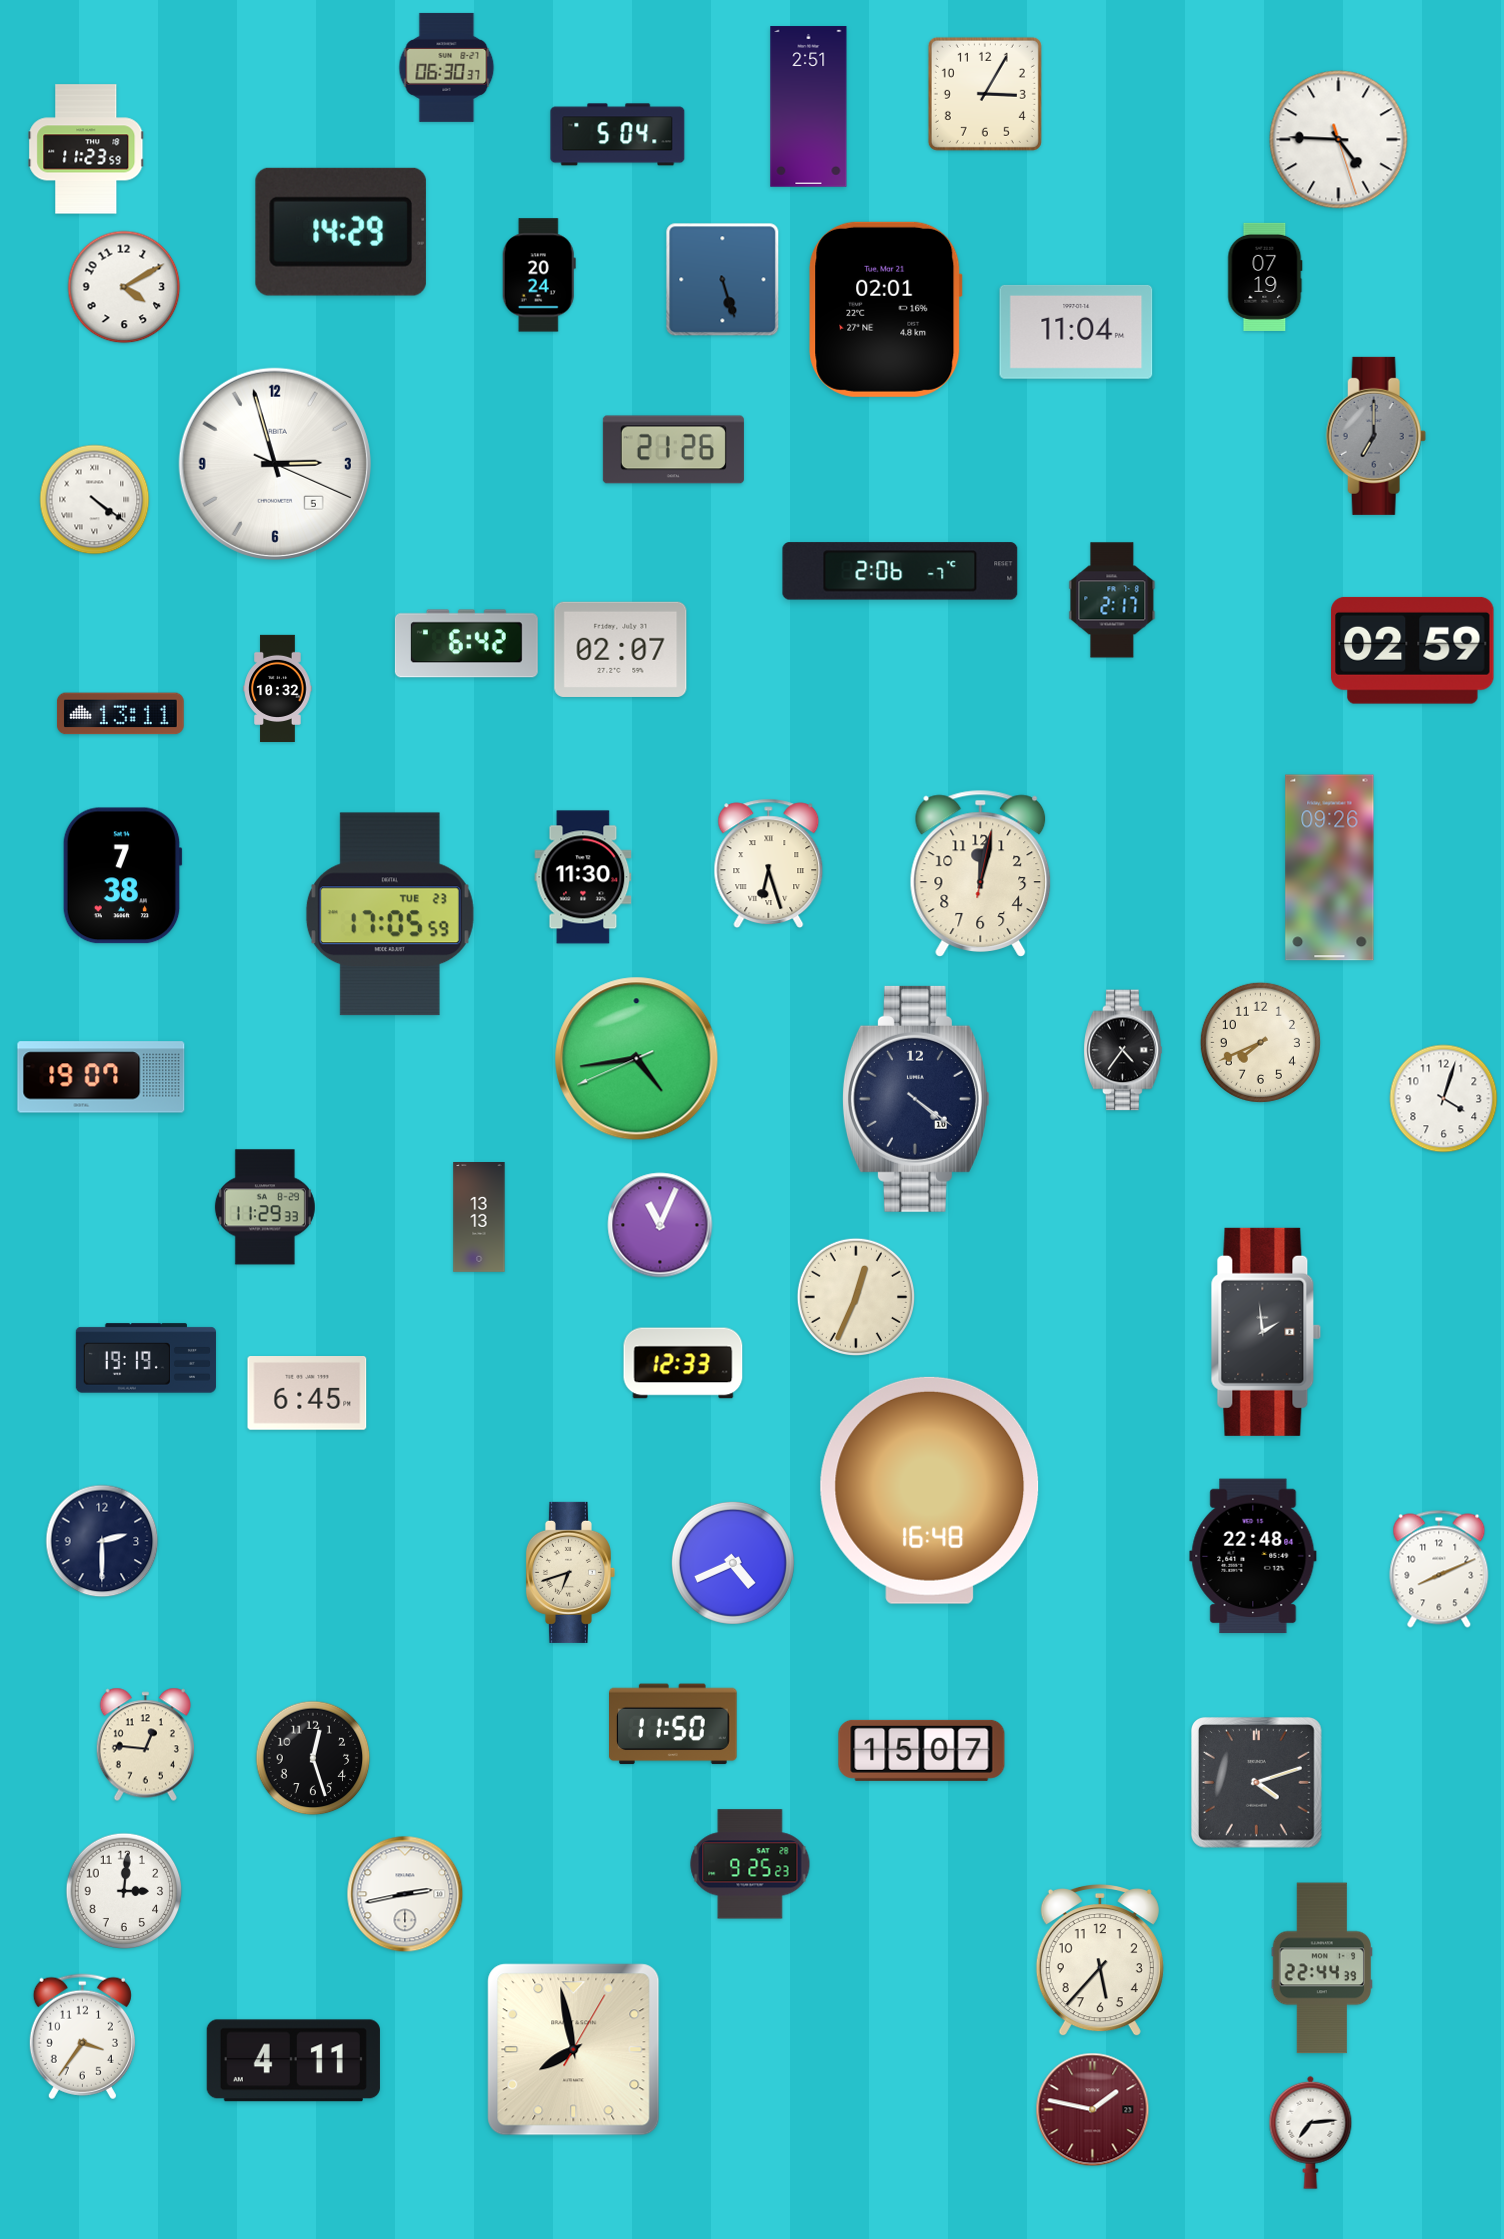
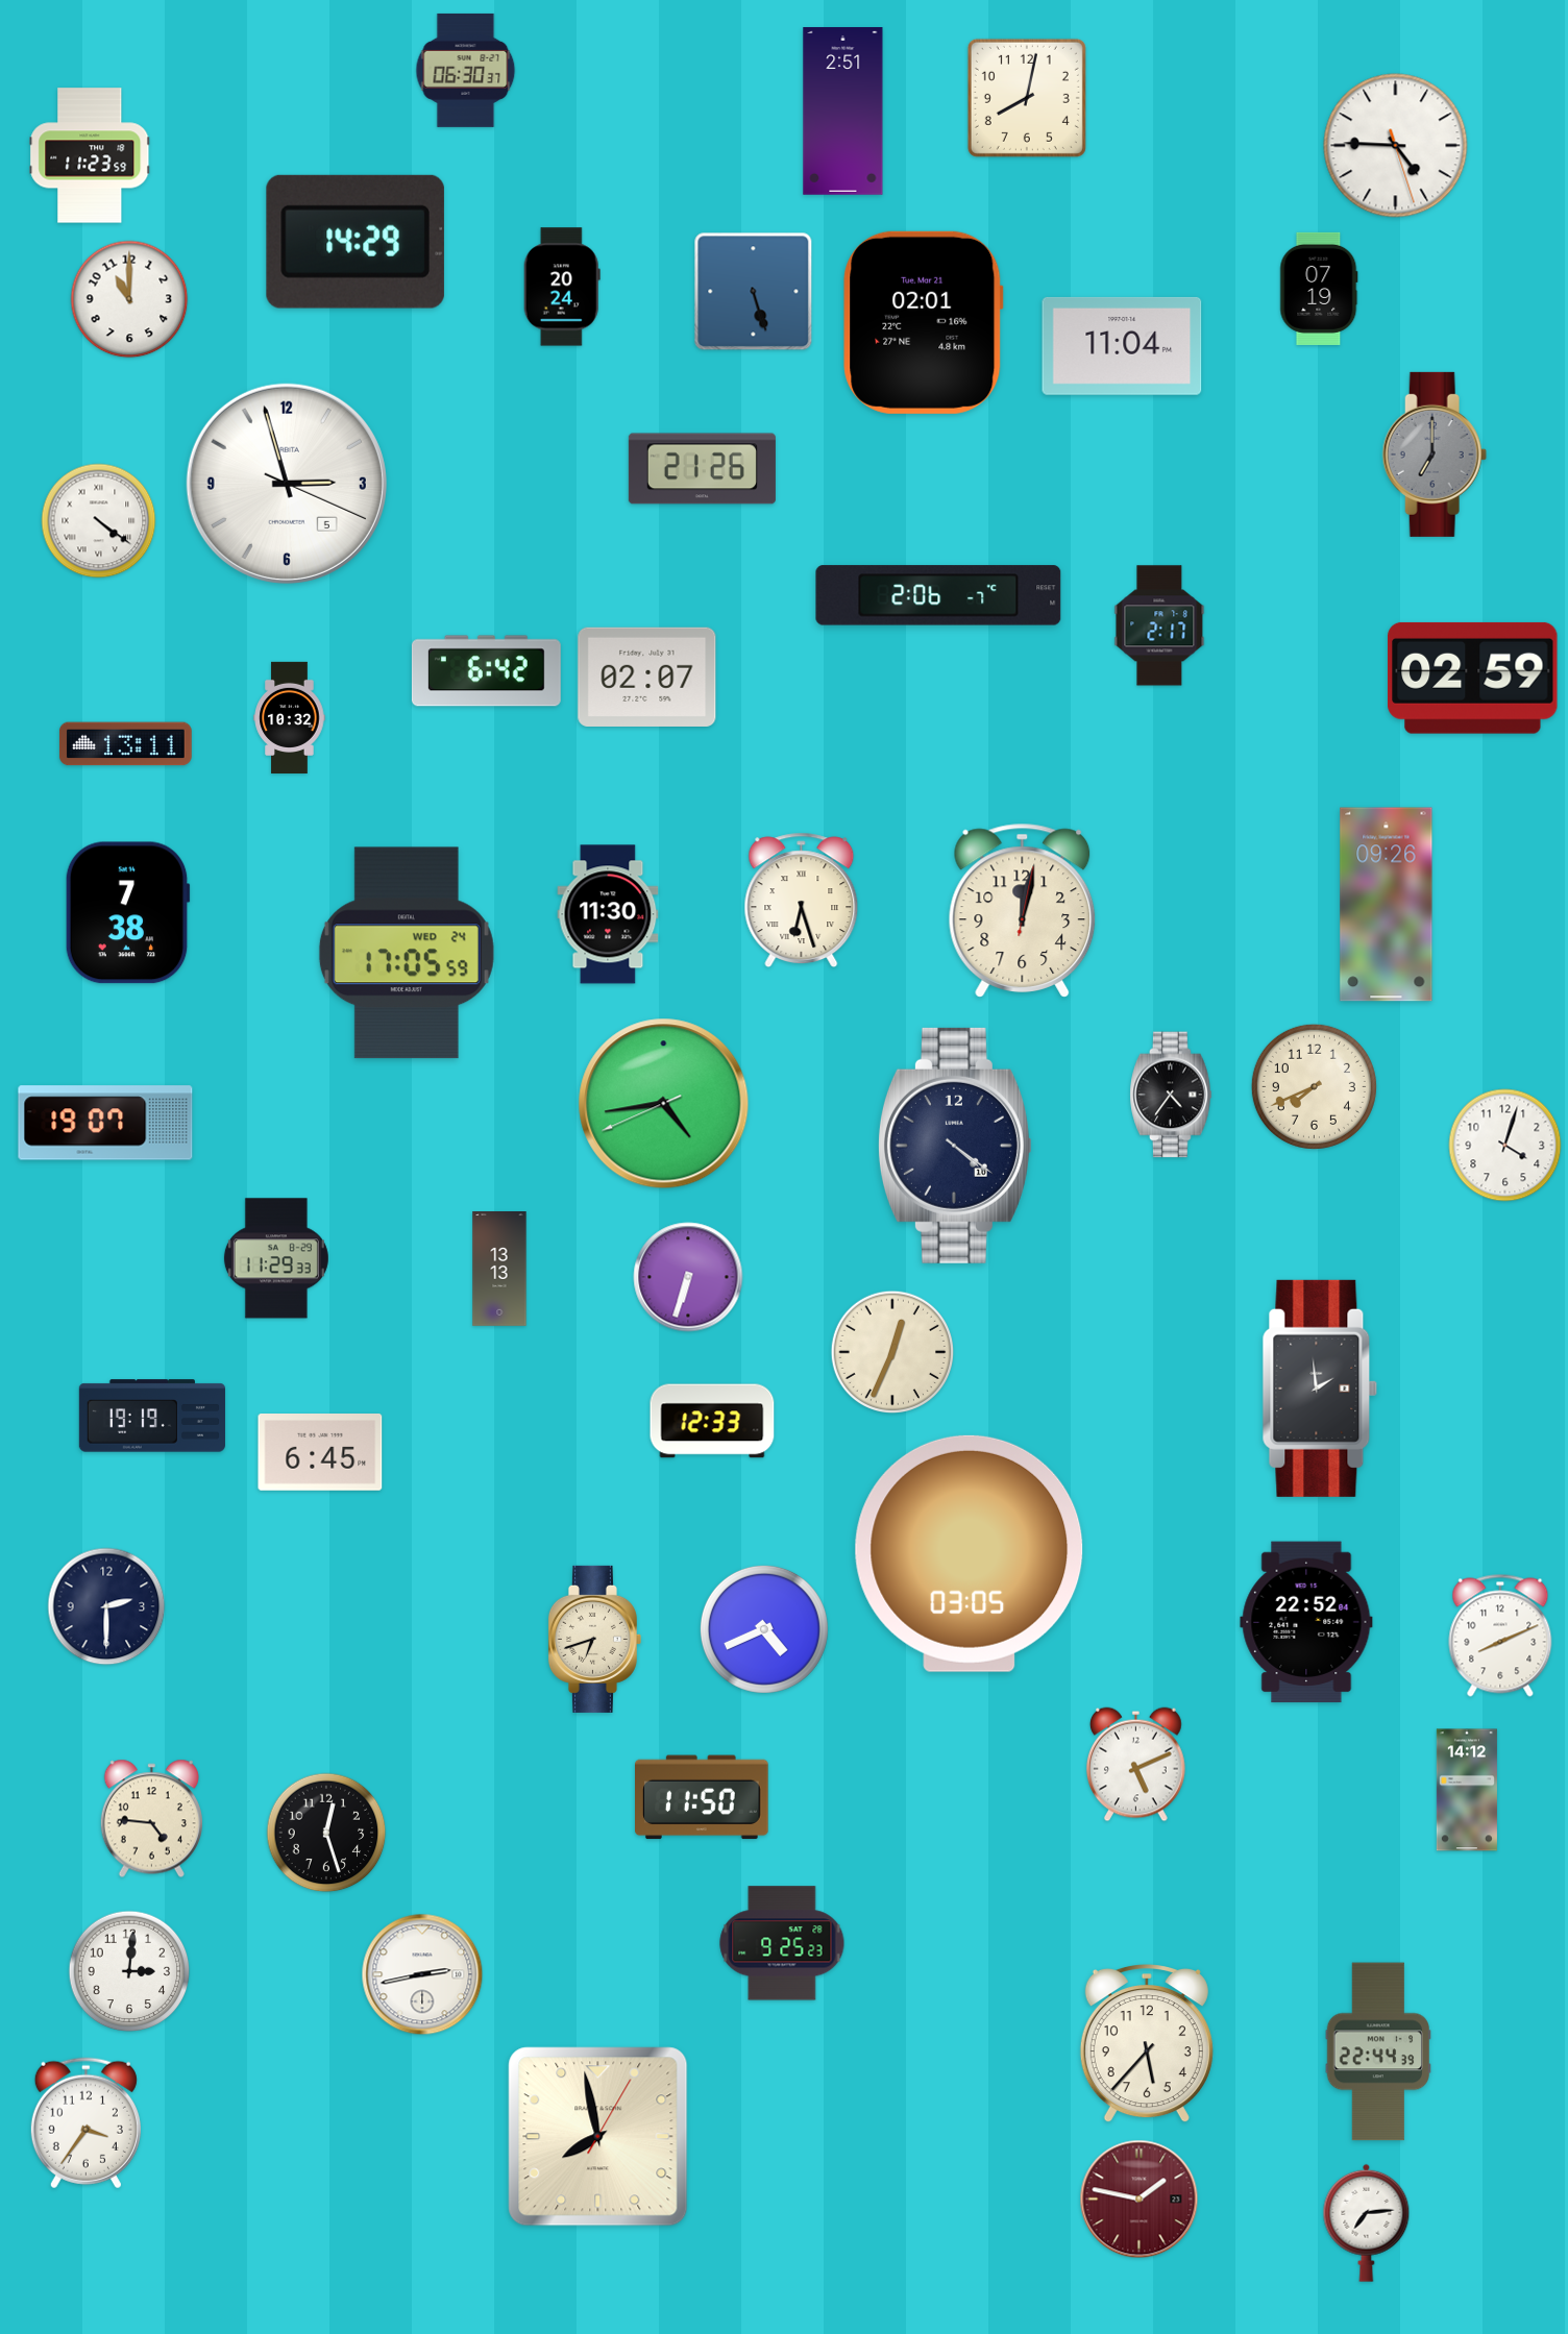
clock at (985, 94): 3:05 -> 8:02
clock at (618, 135): 5:04 -> none
clock at (124, 287): 4:10 -> 11:00
clock at (390, 914) date: TUE 23 -> WED 24
clock at (660, 1225): 11:04 -> 6:33
clock at (930, 1490): 16:48 -> 03:05
clock at (1253, 1556): 22:48 -> 22:52
clock at (1136, 1765): none -> 5:11
clock at (1467, 1790): none -> 14:12
clock at (145, 1745): 12:46 -> 4:46
clock at (922, 1750): 15:07 -> none
clock at (1257, 1783): 4:12 -> none
clock at (293, 2061): 4:11 -> none
